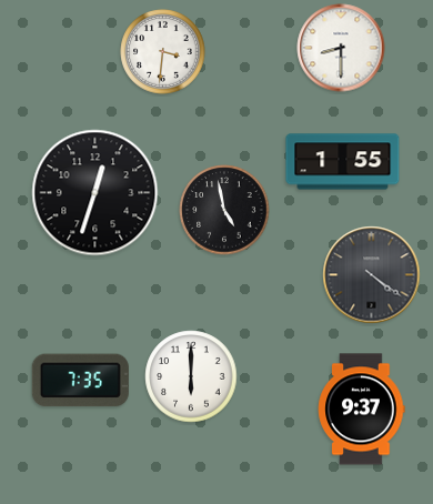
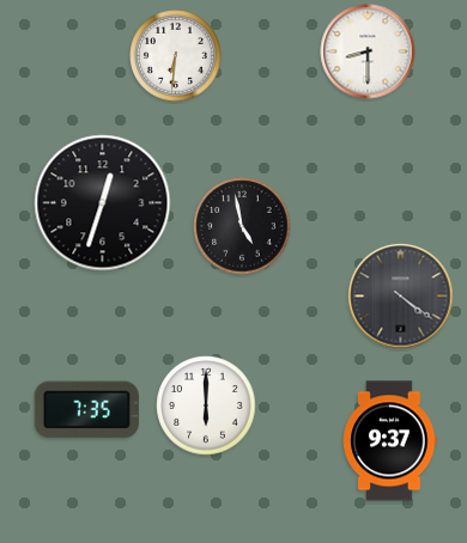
clock at (163, 52): 3:31 -> 6:31
clock at (343, 162): 1:55 -> none
clock at (95, 193) position: (95, 193) -> (103, 203)
